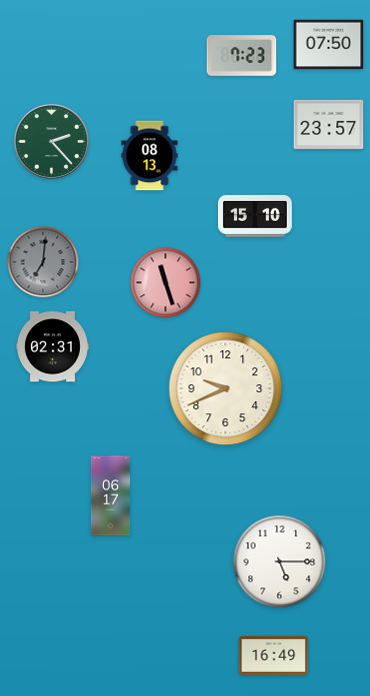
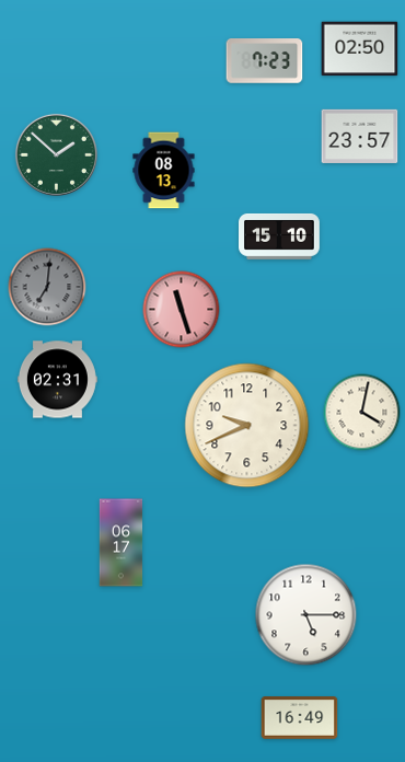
clock at (329, 45): 07:50 -> 02:50
clock at (51, 141): 2:23 -> 1:52
clock at (362, 413): none -> 4:02
